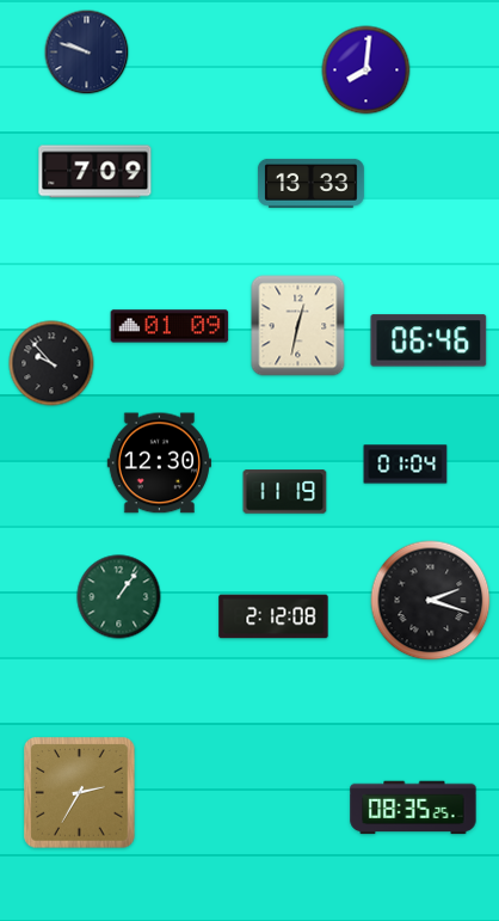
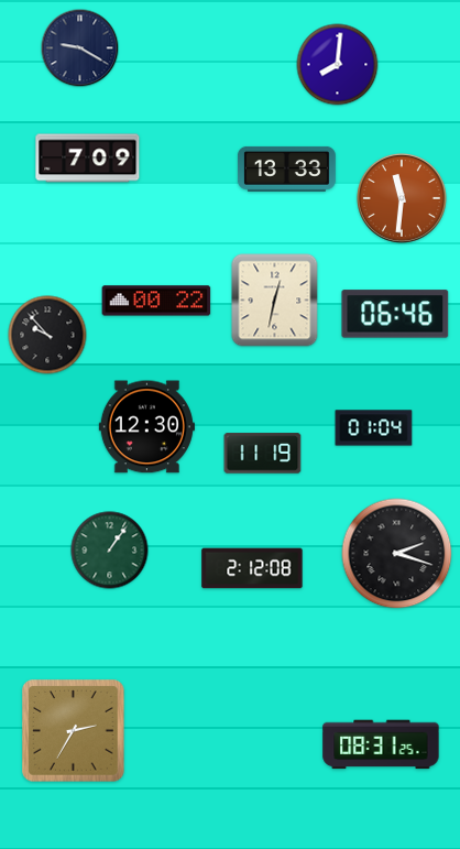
clock at (87, 53): 9:48 -> 9:20
clock at (402, 198): none -> 11:31
clock at (170, 326): 01:09 -> 00:22
clock at (413, 808): 08:35 -> 08:31
